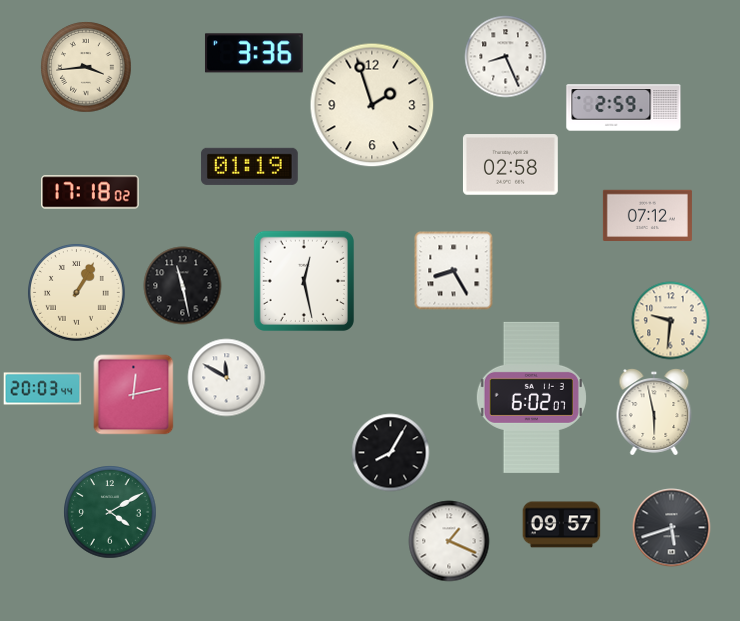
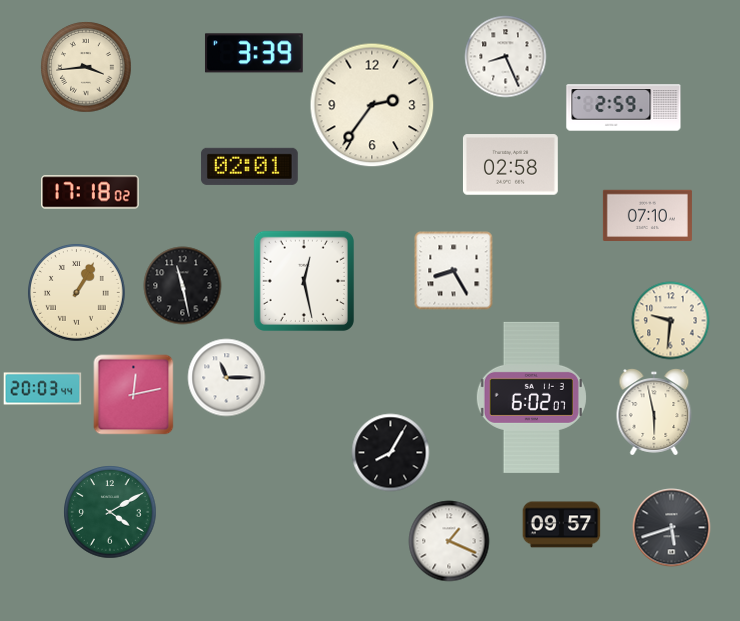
clock at (254, 53): 3:36 -> 3:39
clock at (372, 105): 1:57 -> 2:36
clock at (249, 166): 01:19 -> 02:01
clock at (647, 215): 07:12 -> 07:10
clock at (226, 377): 11:50 -> 11:15
